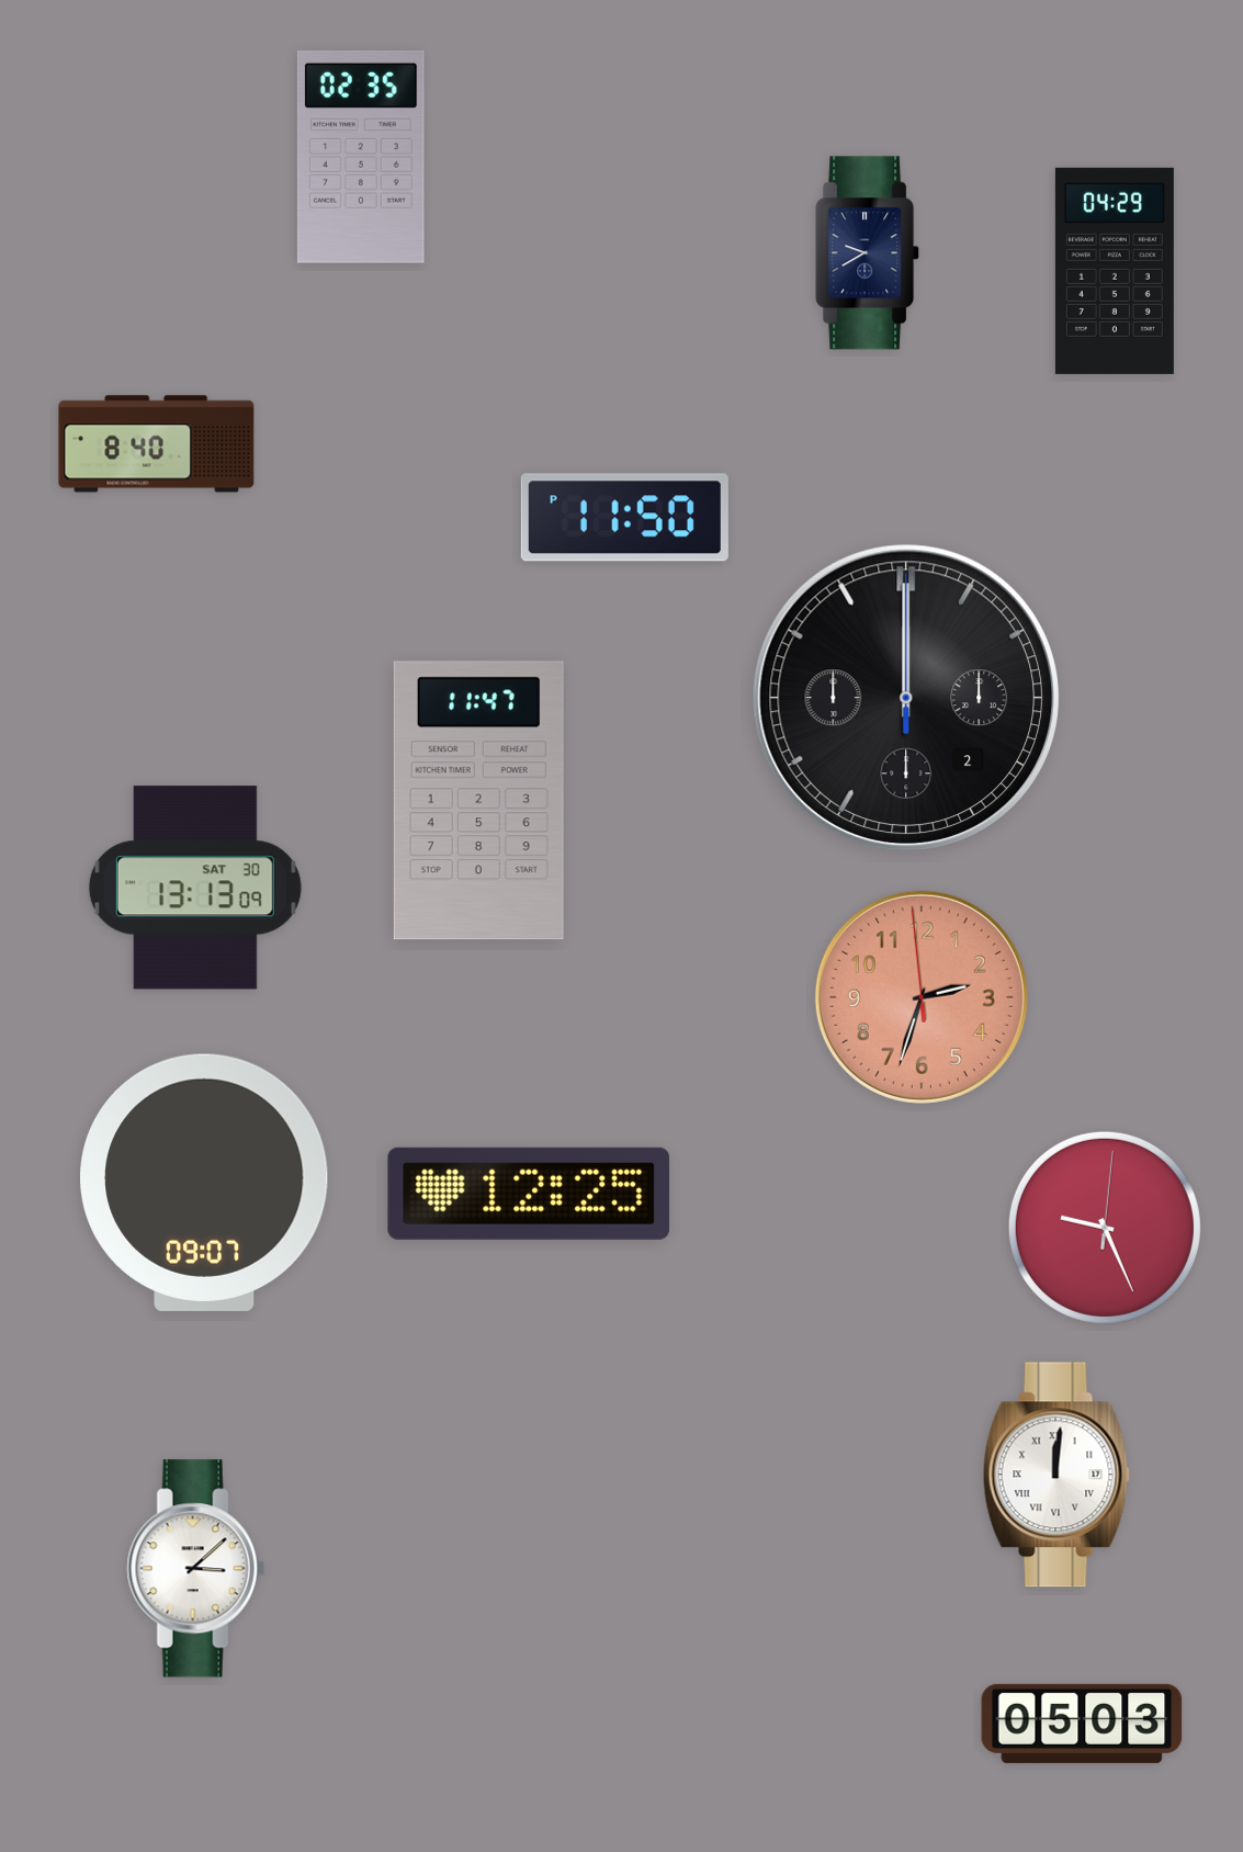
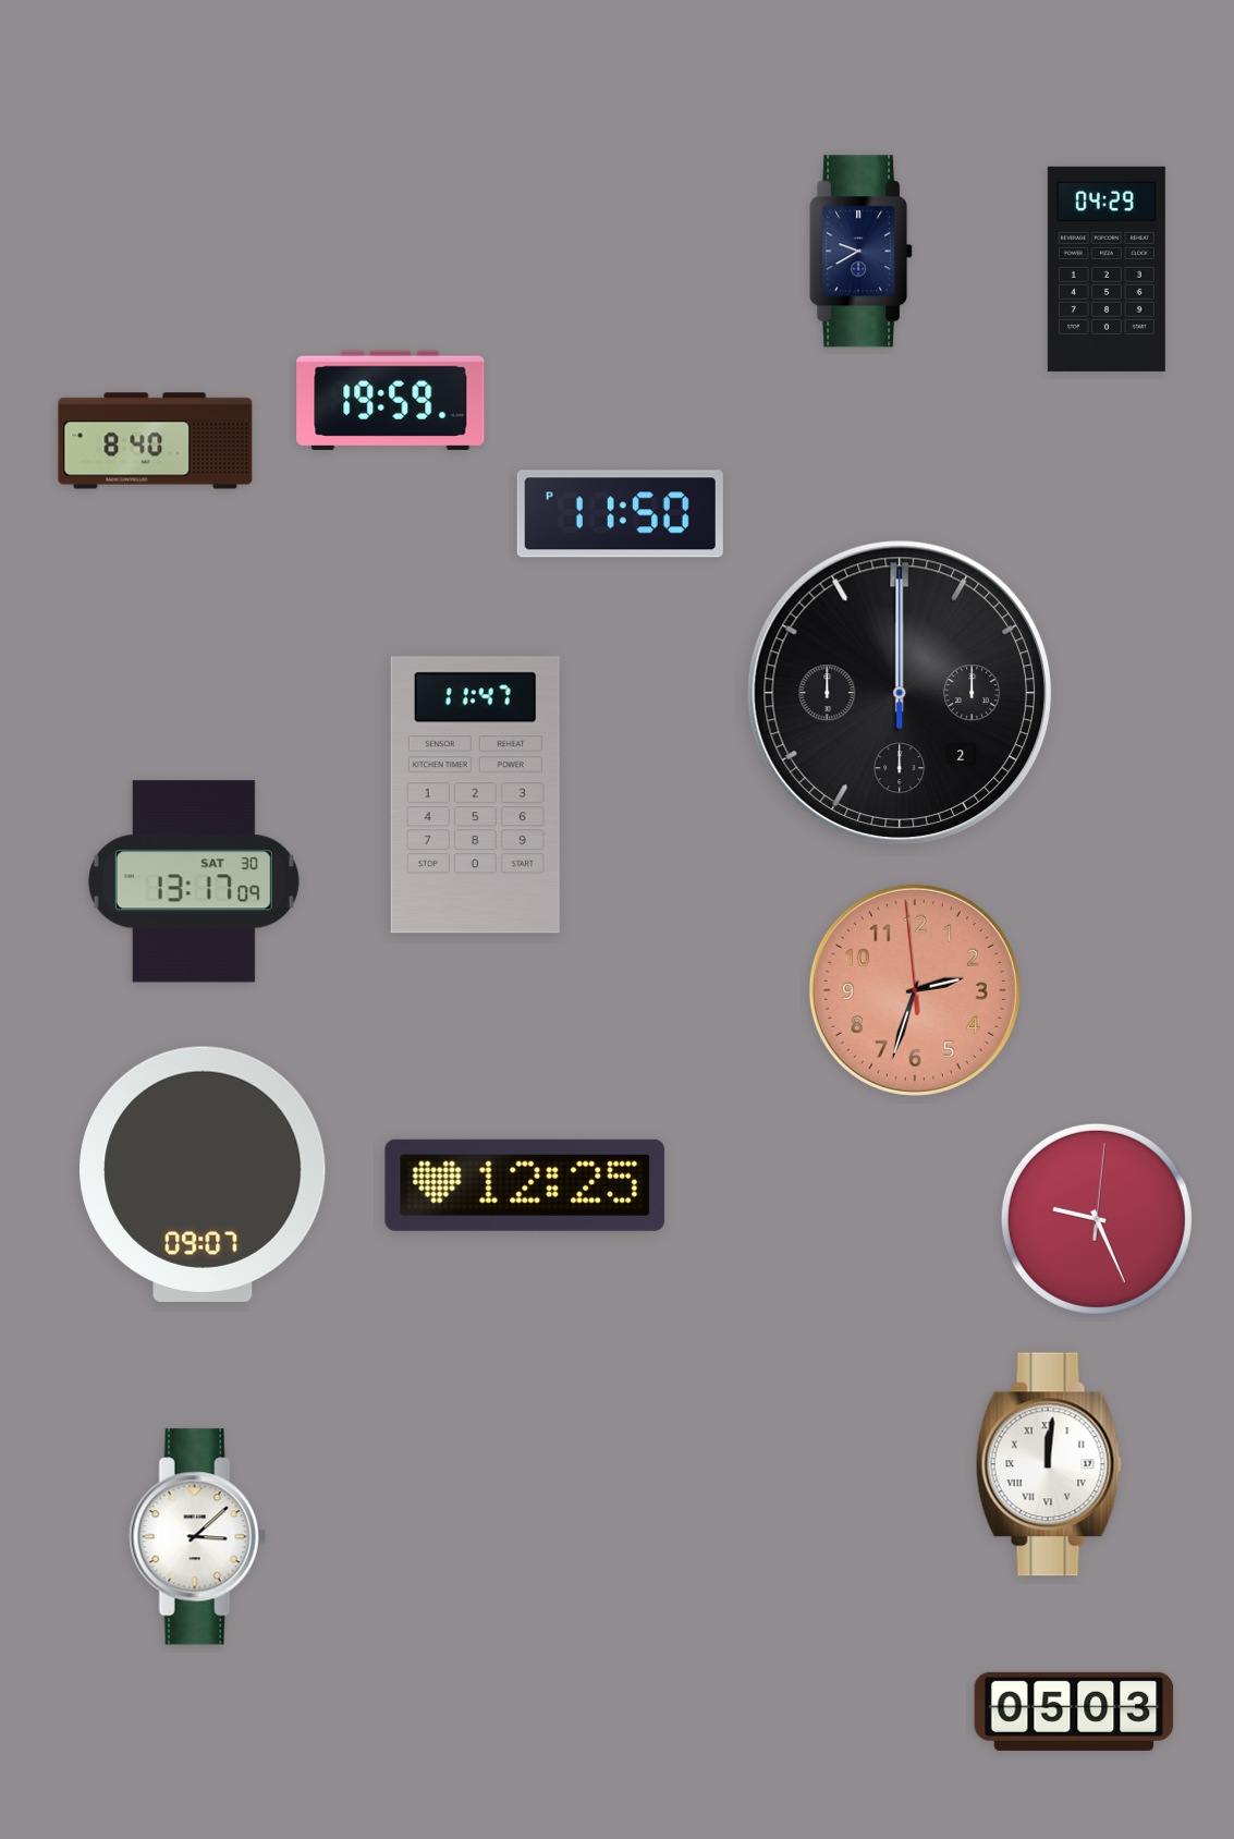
clock at (361, 157): 02:35 -> none
clock at (391, 400): none -> 19:59
clock at (195, 888): 13:13 -> 13:17
clock at (195, 1569) position: (195, 1569) -> (197, 1537)
